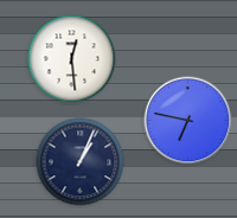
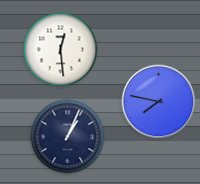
clock at (188, 121): 6:47 -> 7:47
